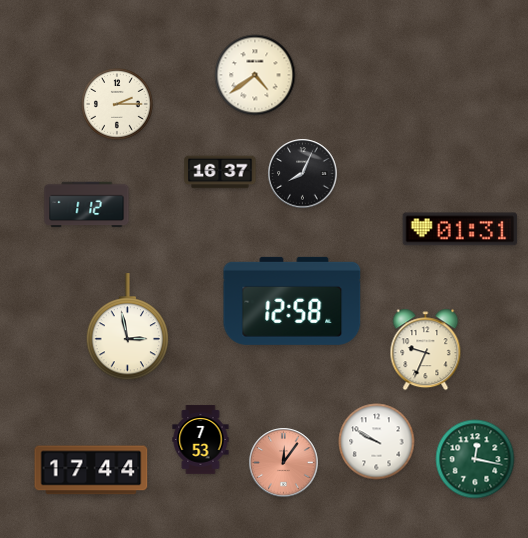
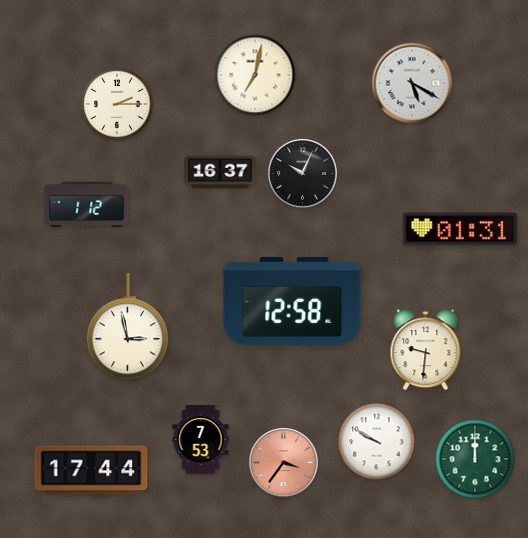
clock at (255, 75): 4:39 -> 7:02
clock at (412, 83): none -> 5:20
clock at (303, 174): 8:04 -> 10:04
clock at (426, 350): 9:34 -> 9:31
clock at (475, 459): 12:17 -> 12:00
clock at (284, 463): 12:06 -> 3:36
